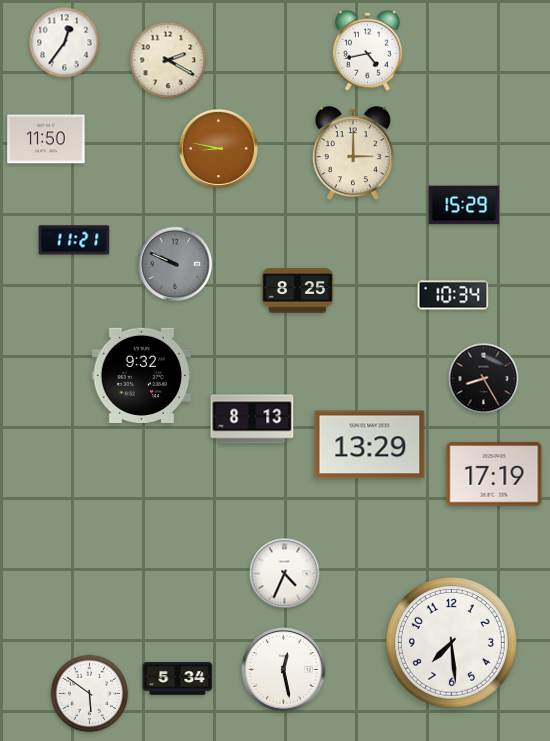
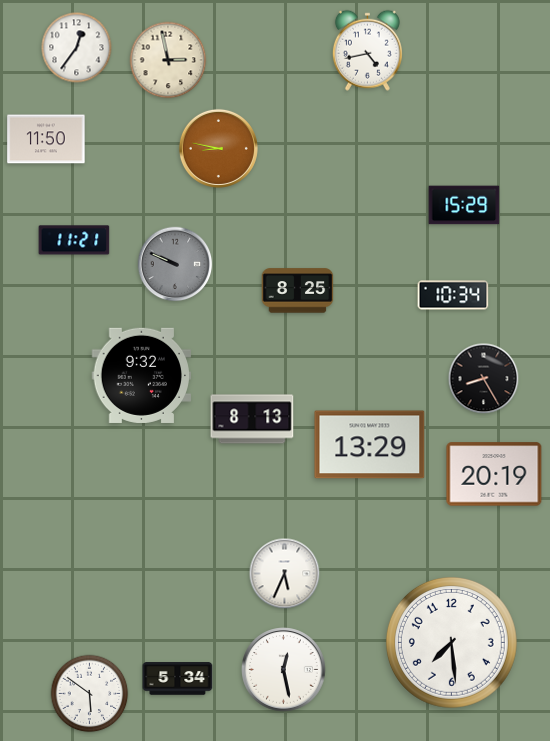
clock at (65, 43) position: (65, 43) -> (77, 48)
clock at (168, 60): 2:20 -> 2:58
clock at (353, 154): 3:00 -> none
clock at (494, 474): 17:19 -> 20:19
clock at (285, 574): 4:34 -> 5:34
